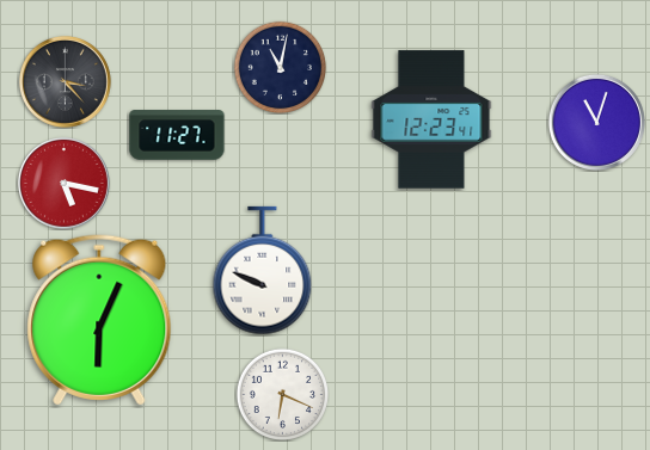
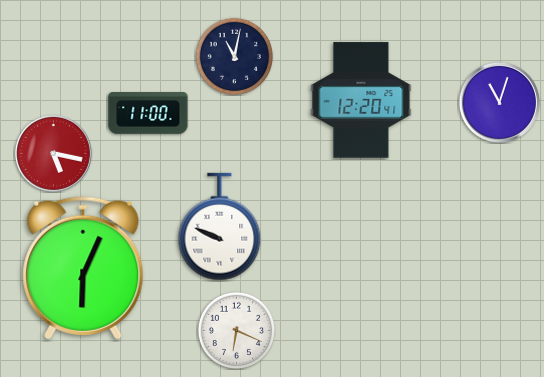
clock at (65, 81): 3:23 -> none
clock at (431, 119): 12:23 -> 12:20
clock at (177, 135): 11:27 -> 11:00
